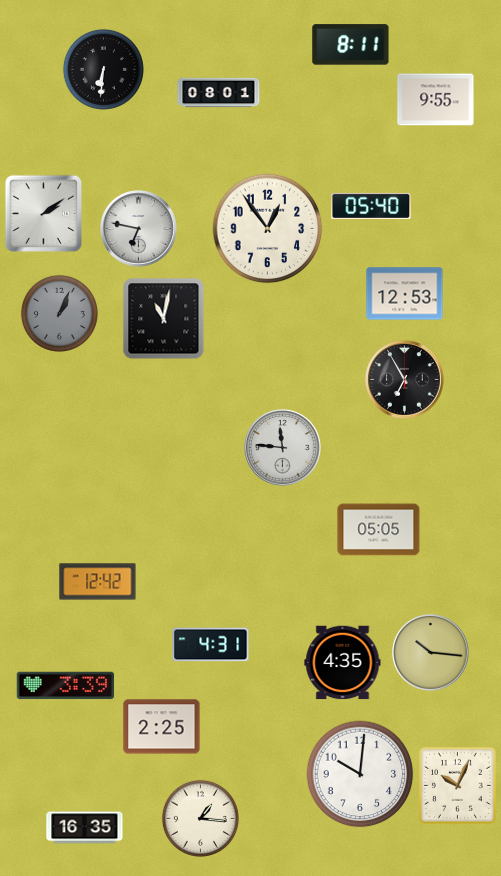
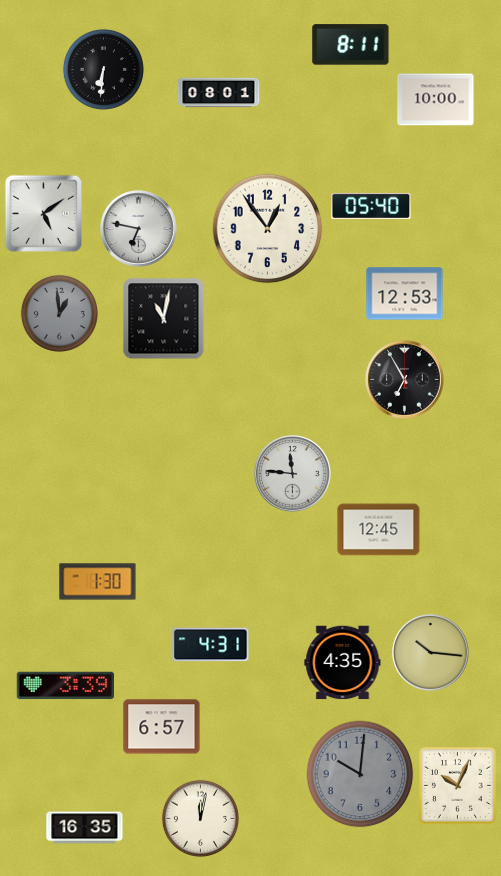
clock at (436, 100): 9:55 -> 10:00
clock at (43, 213): 2:09 -> 5:09
clock at (59, 313): 1:04 -> 12:59
clock at (283, 448) position: (283, 448) -> (293, 474)
clock at (379, 530): 05:05 -> 12:45
clock at (98, 582): 12:42 -> 1:30
clock at (162, 727): 2:25 -> 6:57
clock at (360, 774) dial: white -> grey
clock at (200, 818): 1:16 -> 12:02
